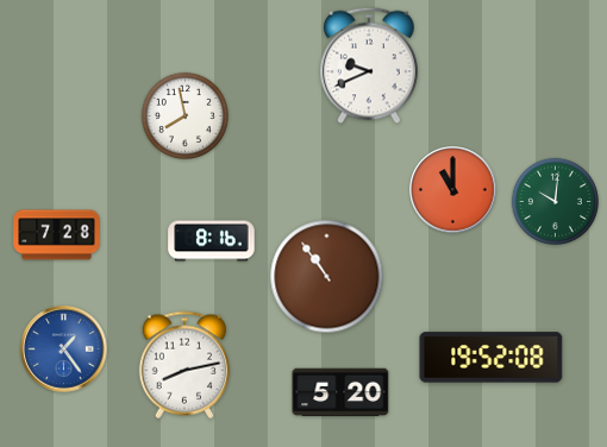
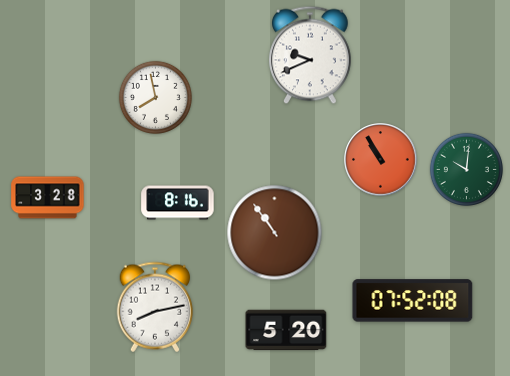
clock at (453, 190): 11:00 -> 10:55
clock at (57, 235): 7:28 -> 3:28
clock at (64, 350): 1:24 -> none
clock at (492, 358): 19:52 -> 07:52
